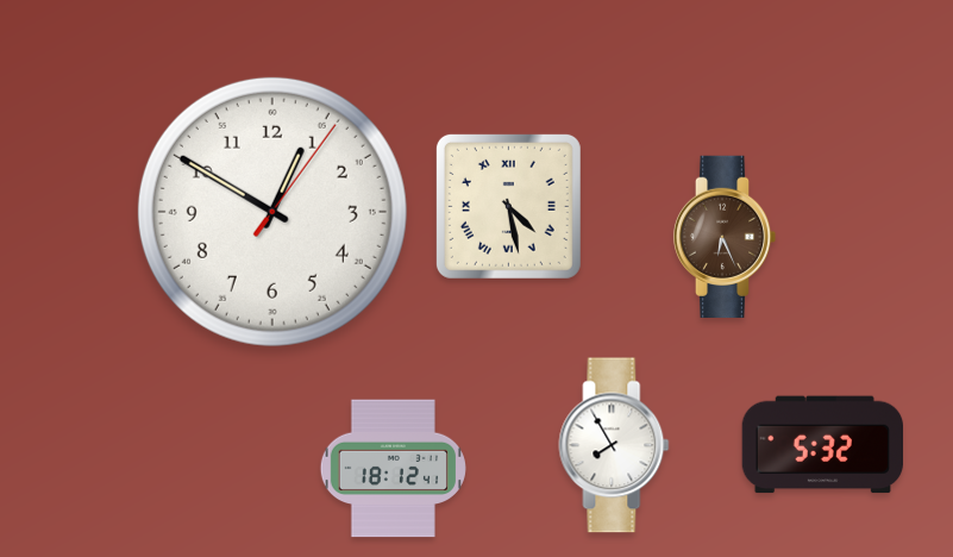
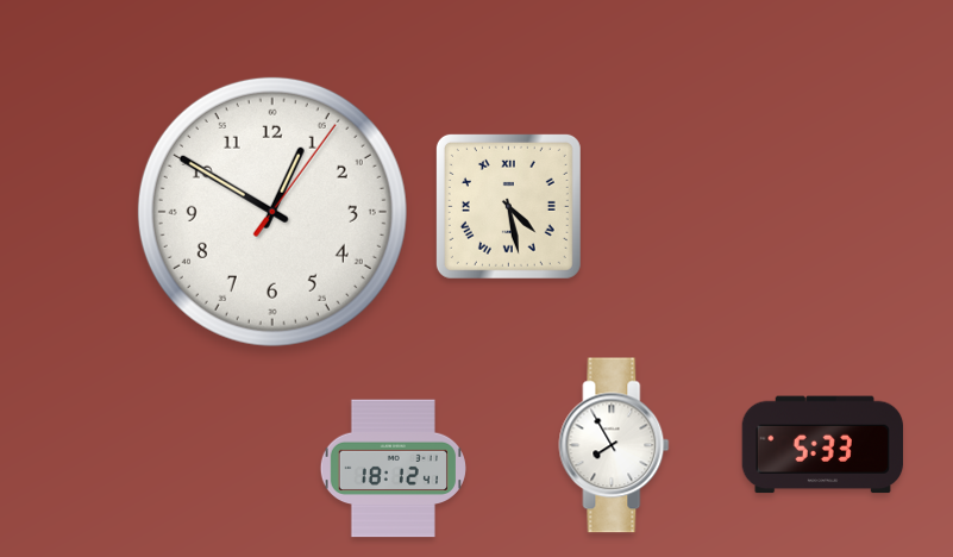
clock at (725, 237): 6:26 -> none
clock at (822, 445): 5:32 -> 5:33
